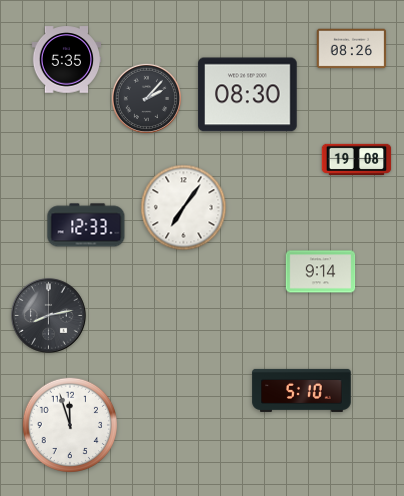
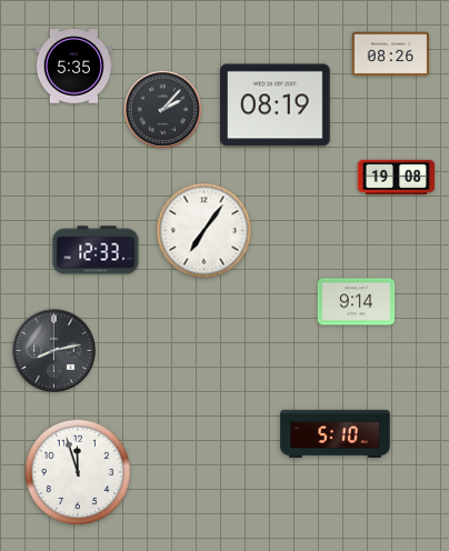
clock at (248, 95): 08:30 -> 08:19
